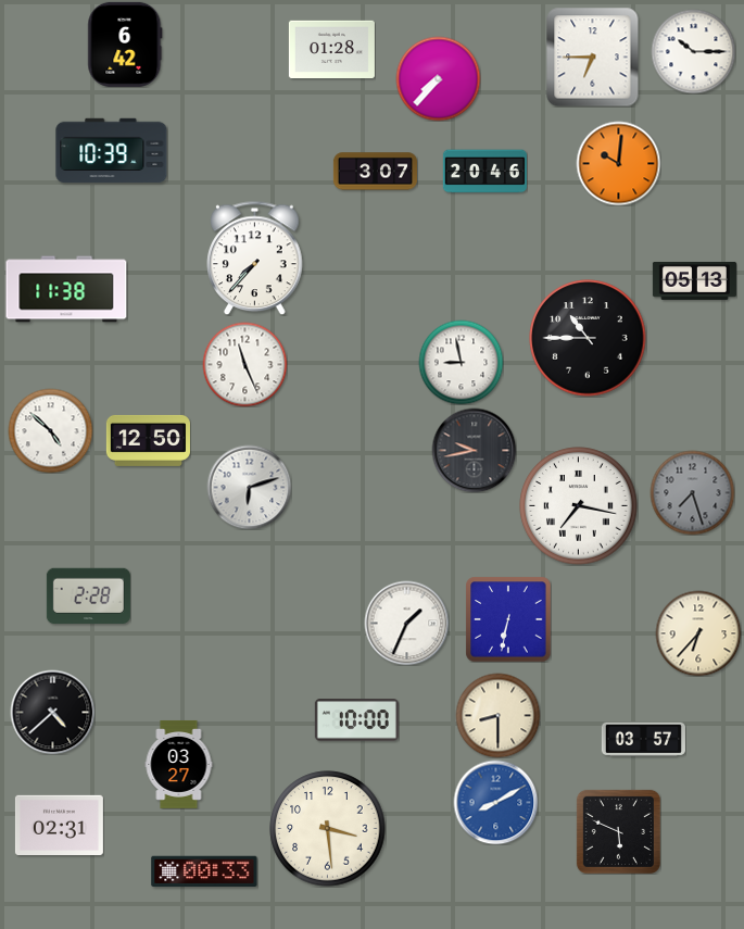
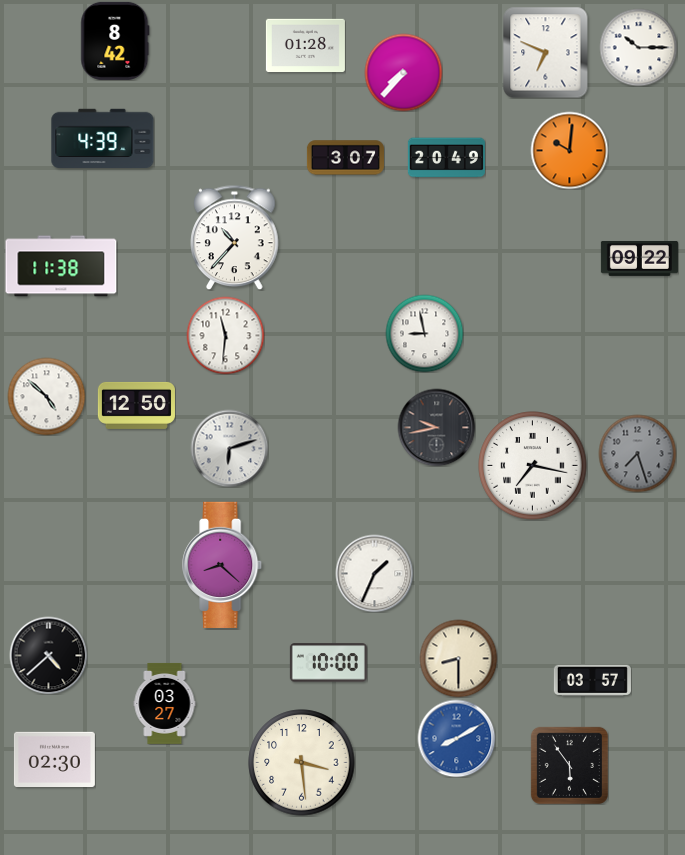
clock at (125, 45): 6:42 -> 8:42
clock at (593, 57): 6:45 -> 6:49
clock at (112, 151): 10:39 -> 4:39
clock at (484, 172): 20:46 -> 20:49
clock at (255, 258): 7:37 -> 10:37
clock at (694, 280): 05:13 -> 09:22
clock at (588, 338): 10:45 -> none
clock at (244, 364): 11:26 -> 11:31
clock at (474, 450) position: (474, 450) -> (436, 427)
clock at (88, 597): 2:28 -> none
clock at (223, 565): none -> 8:22
clock at (508, 619): 6:32 -> none
clock at (698, 633): 6:37 -> none
clock at (59, 825): 02:31 -> 02:30
clock at (618, 831): 5:49 -> 5:54
clock at (204, 870): 00:33 -> none
